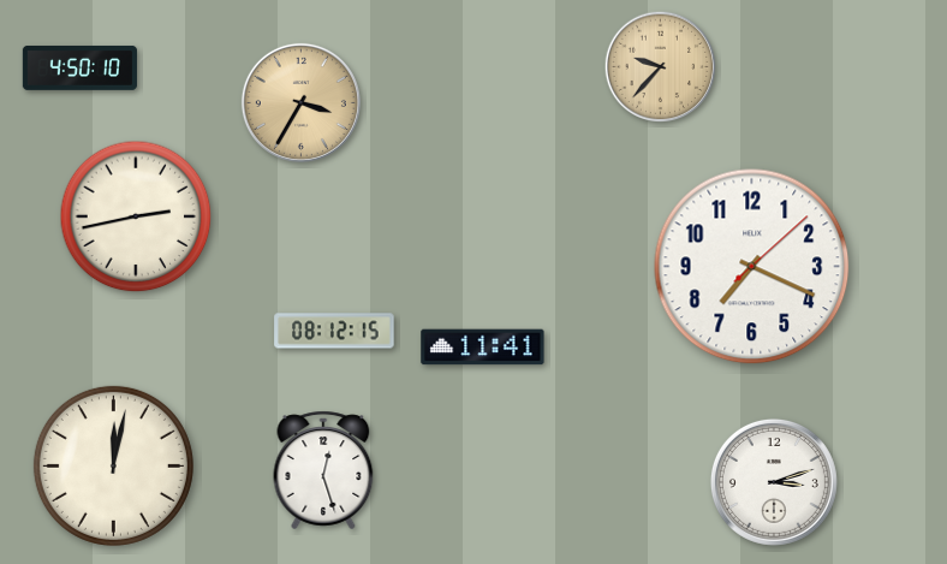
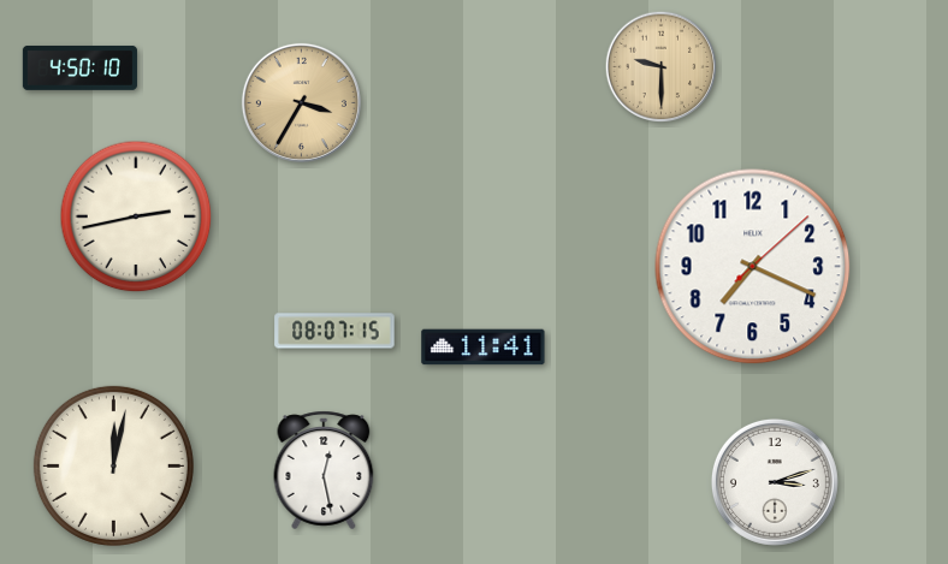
clock at (661, 67): 9:37 -> 9:30
clock at (334, 331): 08:12 -> 08:07
clock at (323, 470): 12:27 -> 12:28
